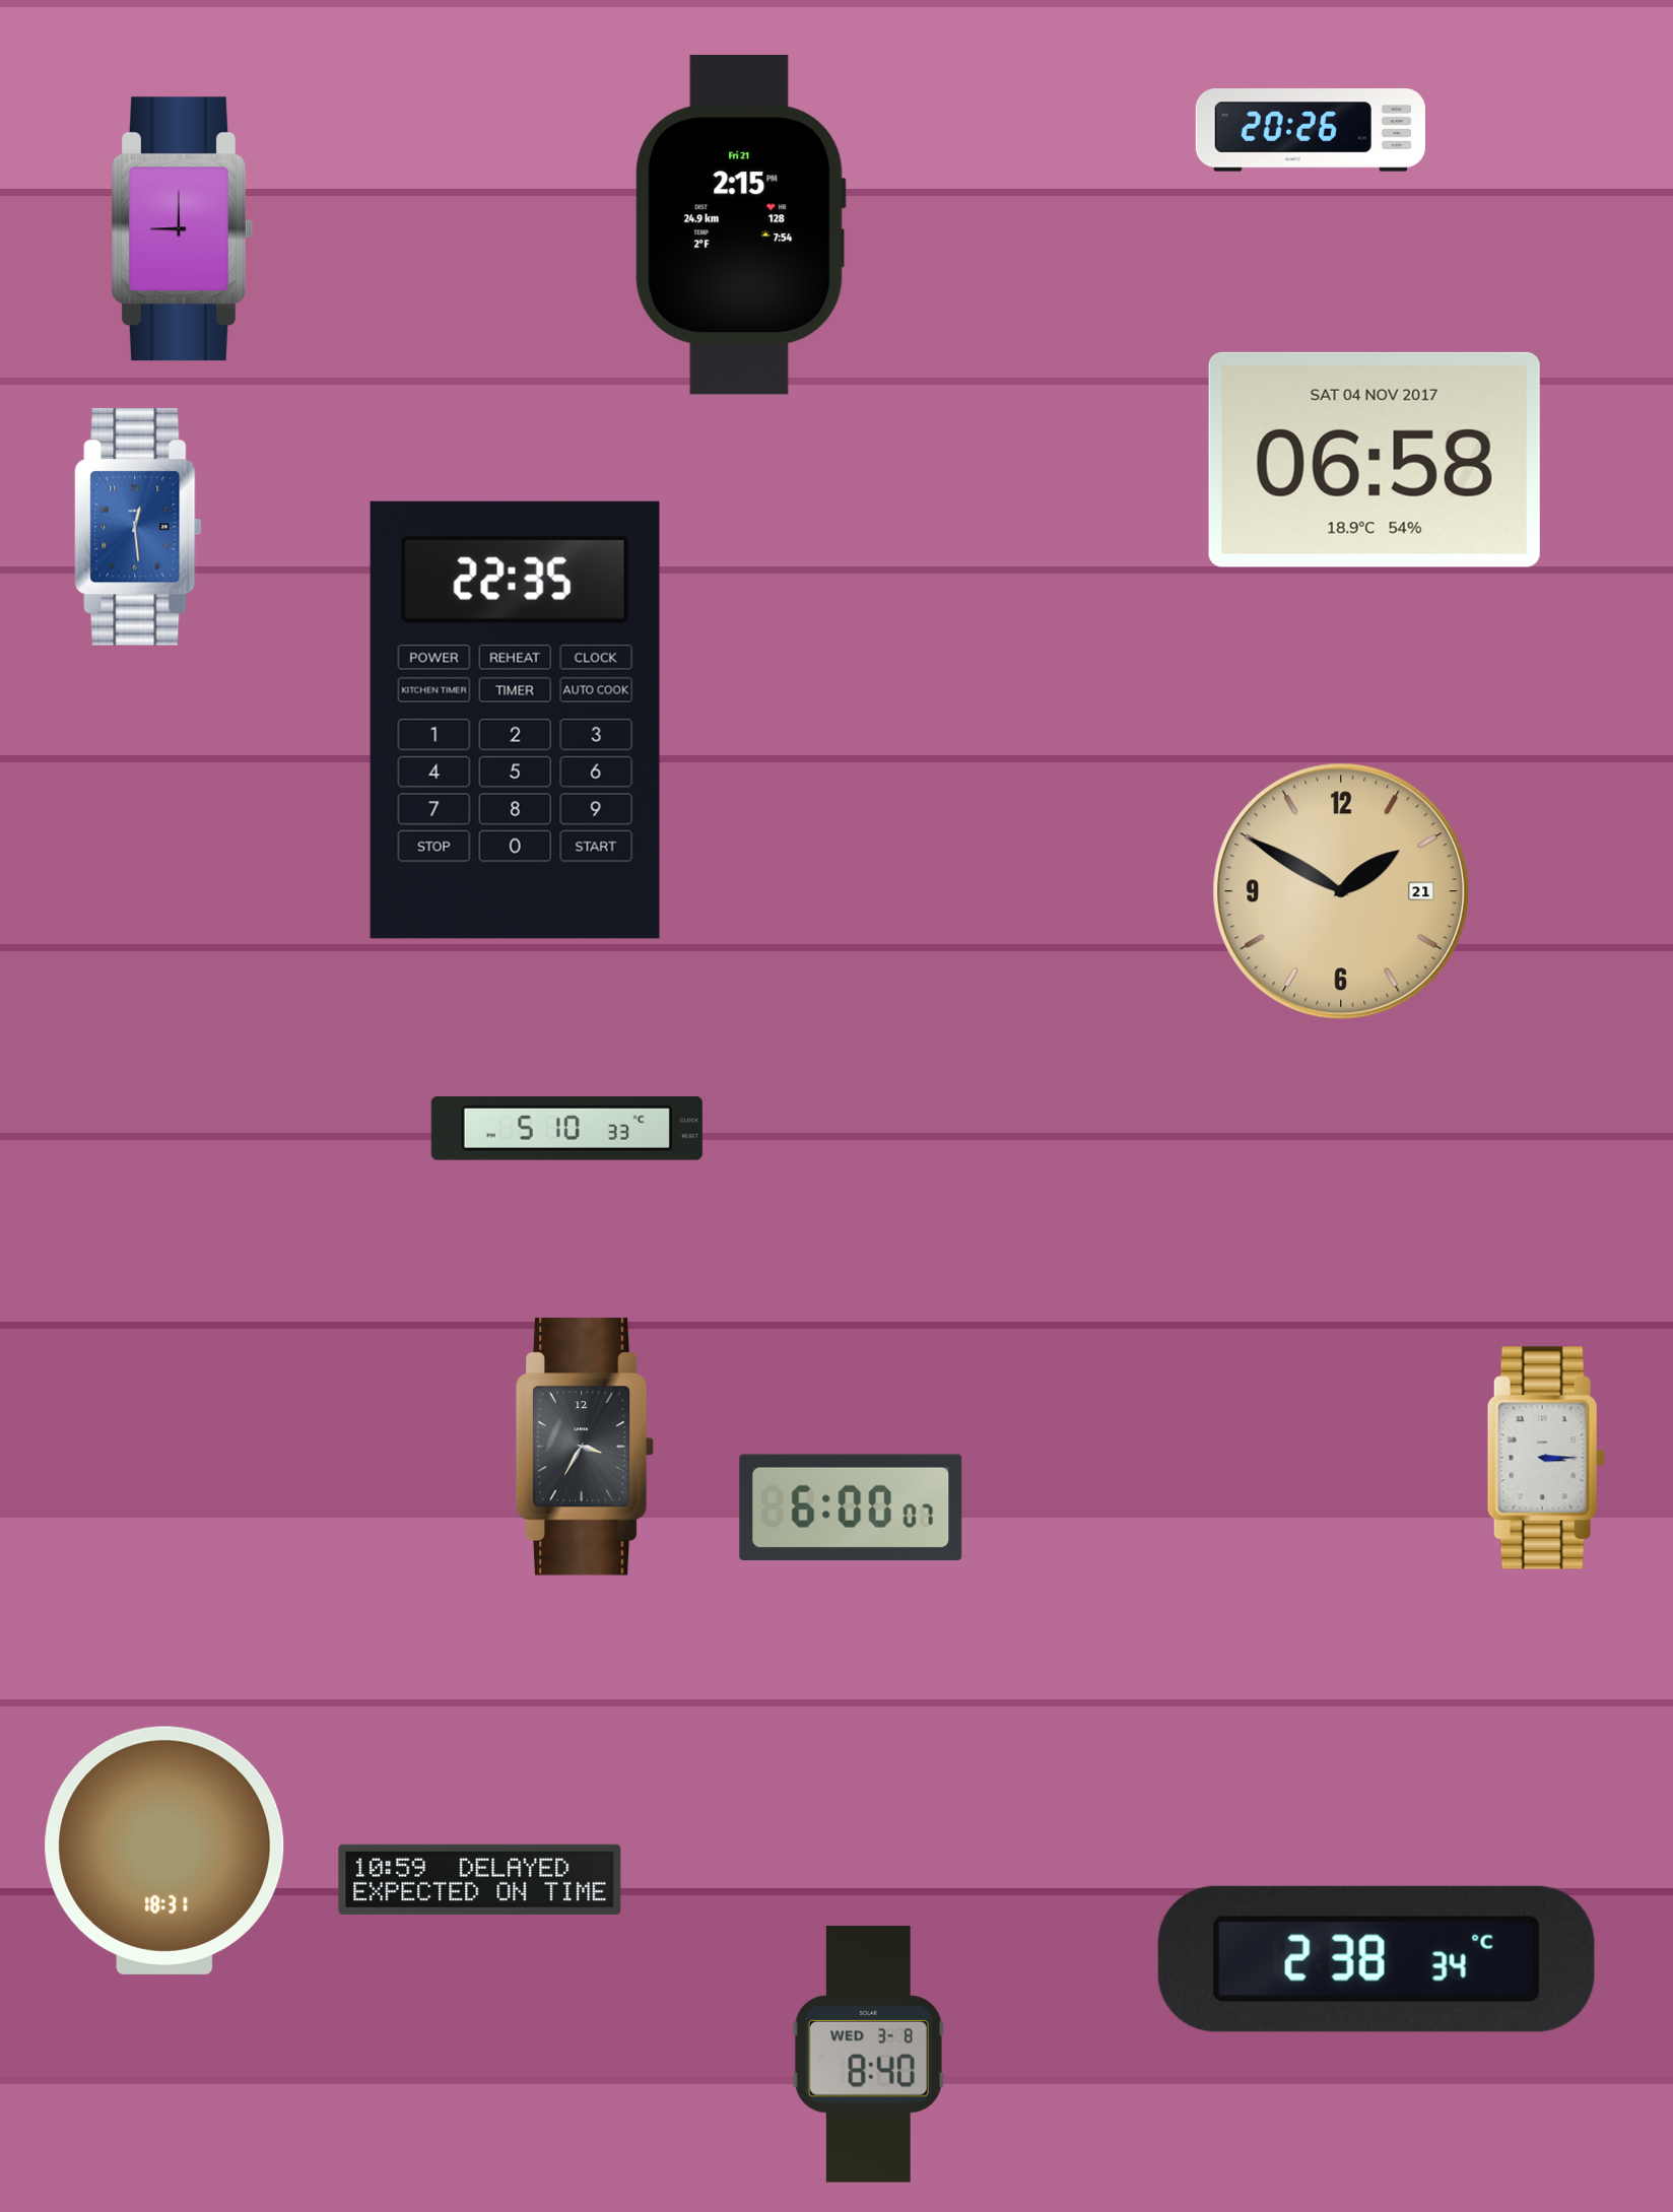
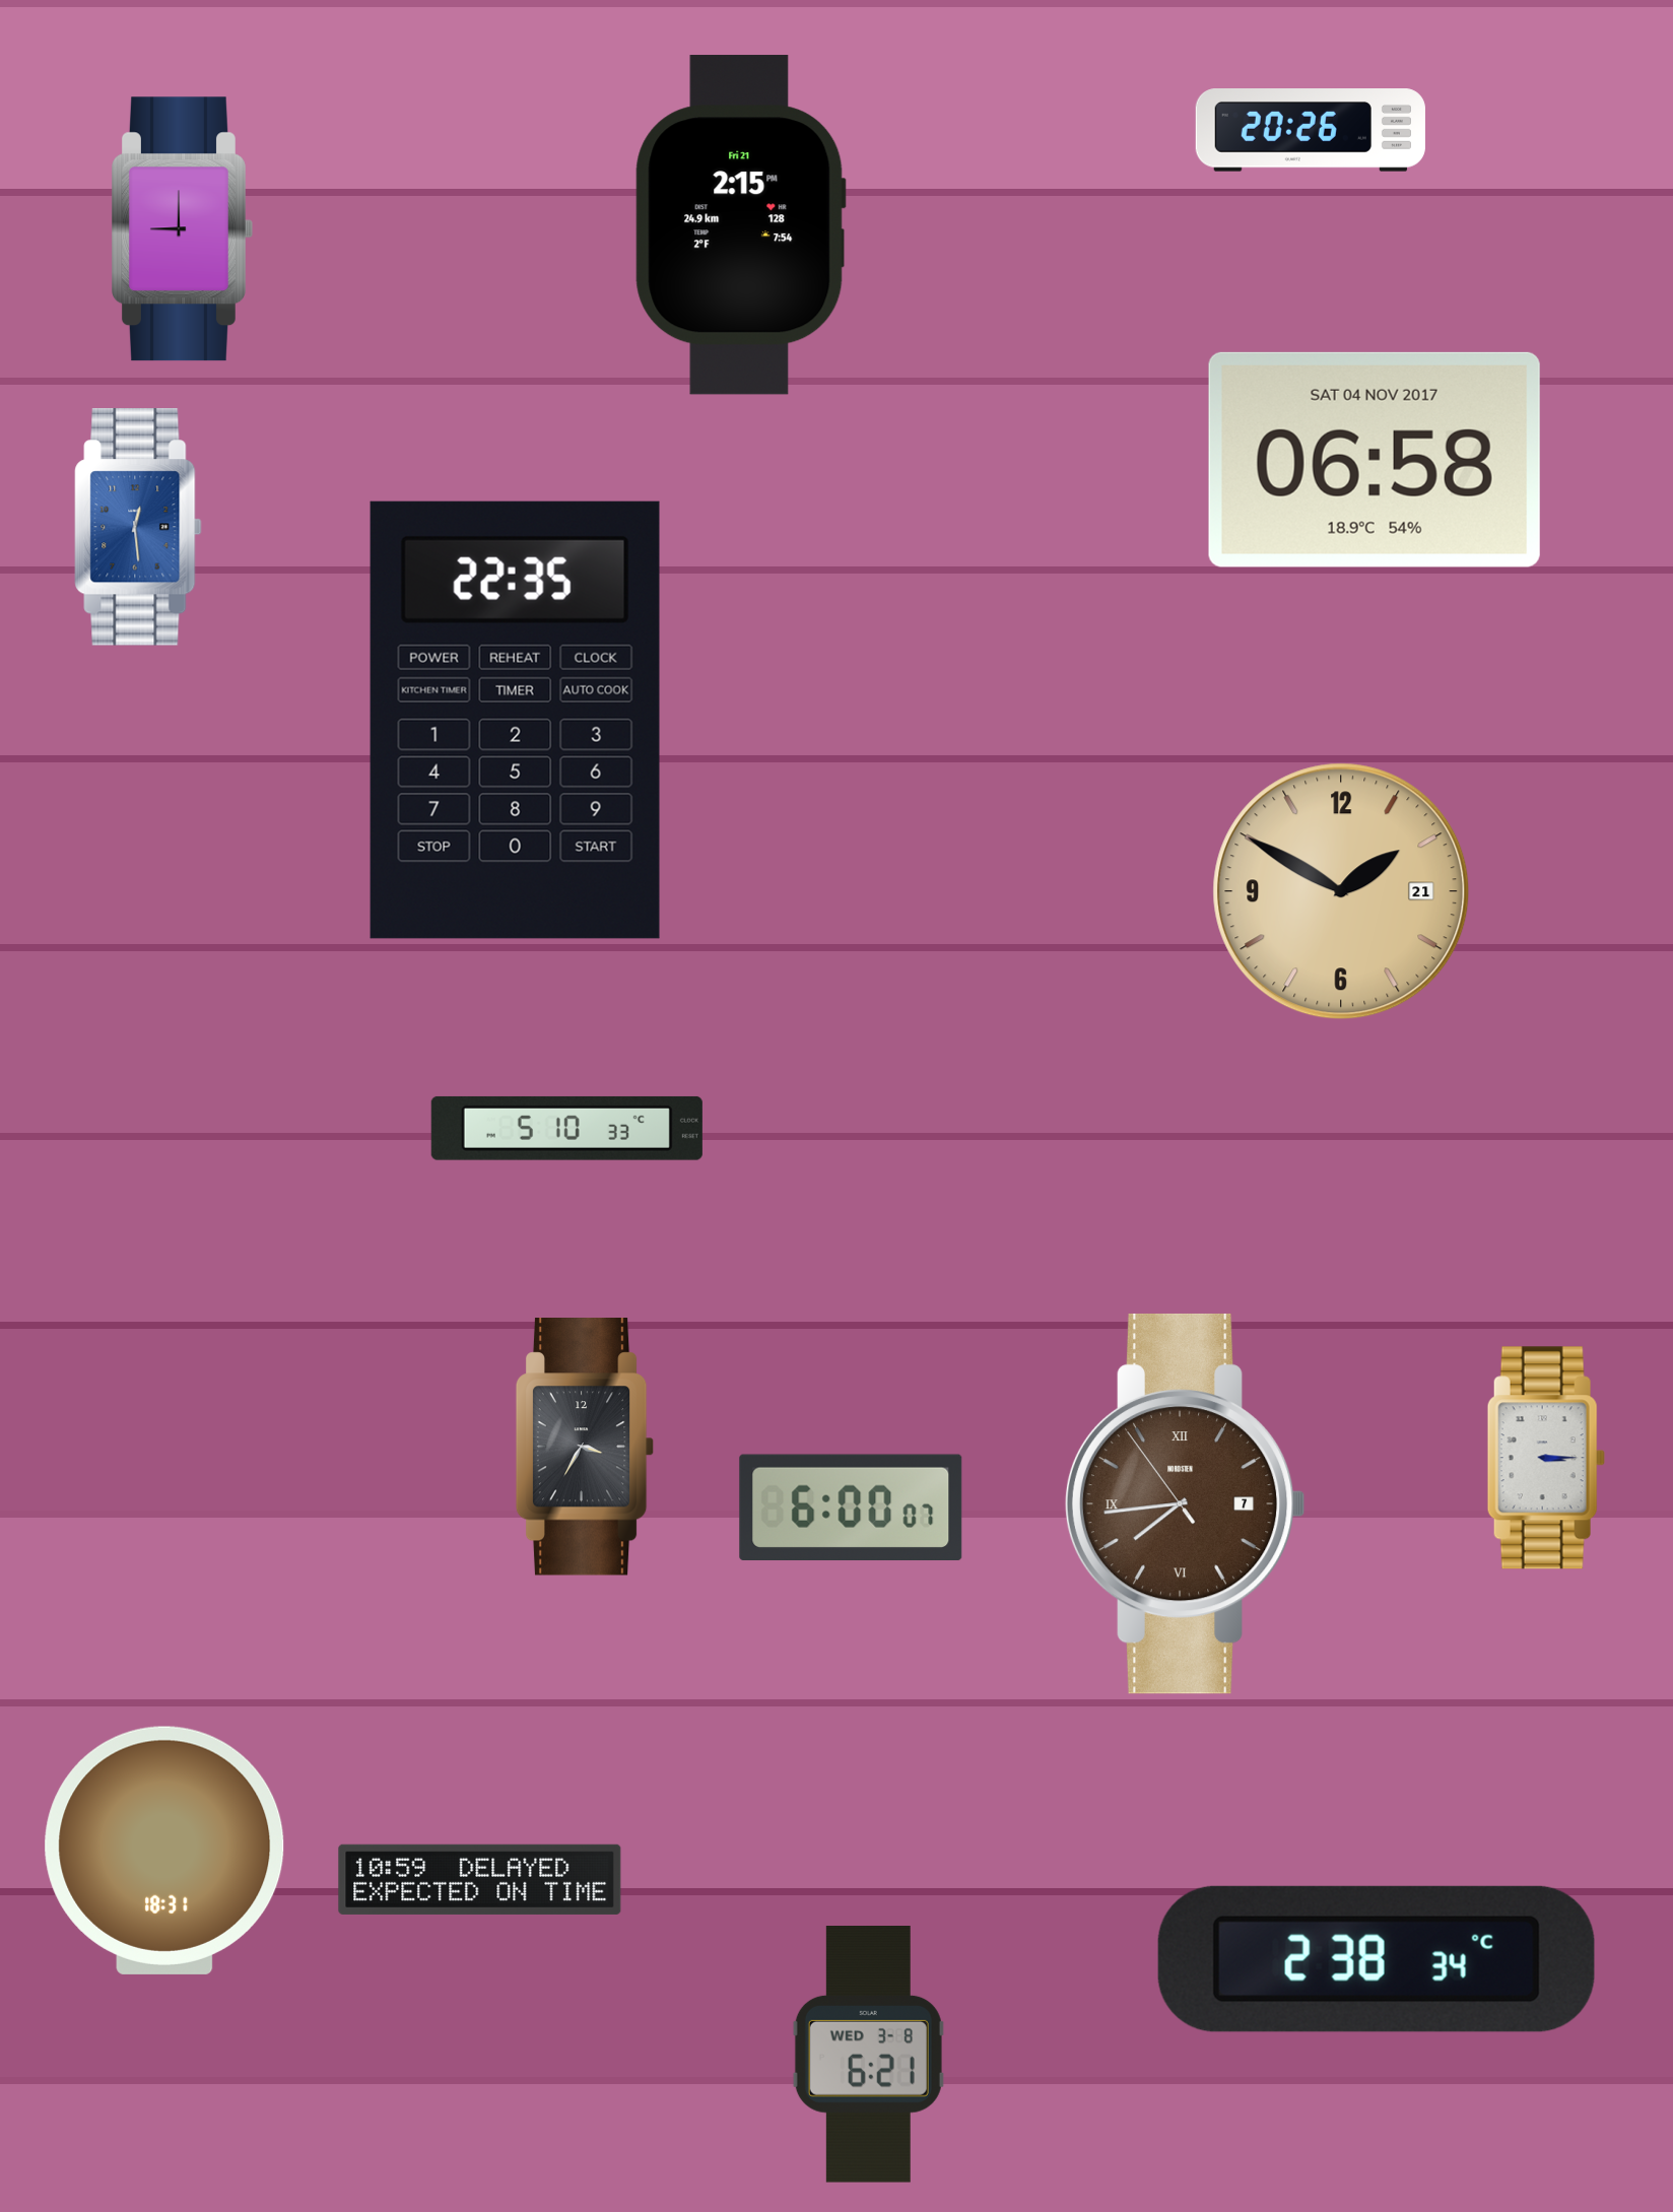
clock at (1185, 1503): none -> 7:43
clock at (868, 2055): 8:40 -> 6:21
